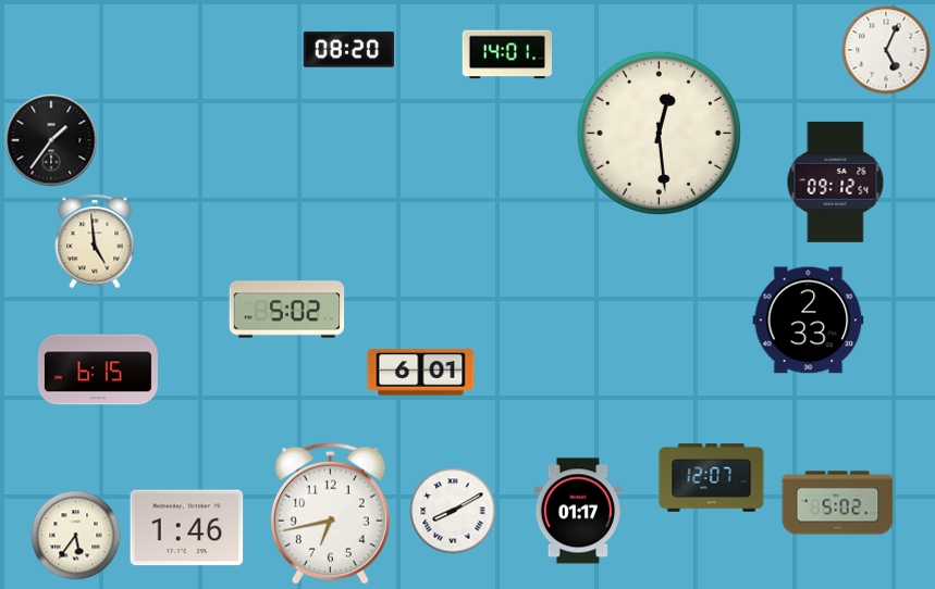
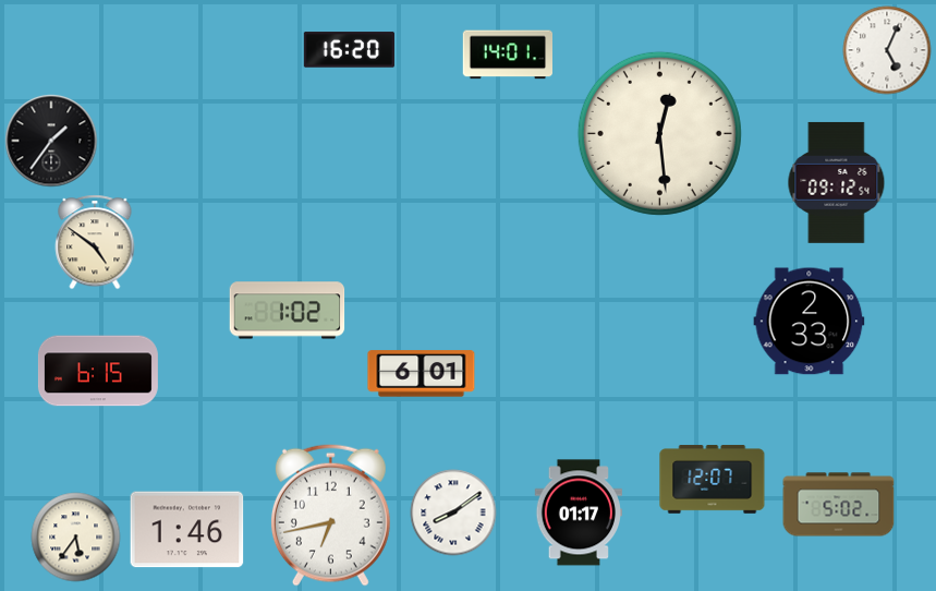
clock at (348, 50): 08:20 -> 16:20
clock at (95, 241): 4:59 -> 4:51
clock at (287, 310): 5:02 -> 1:02
clock at (453, 511): 8:10 -> 8:09
